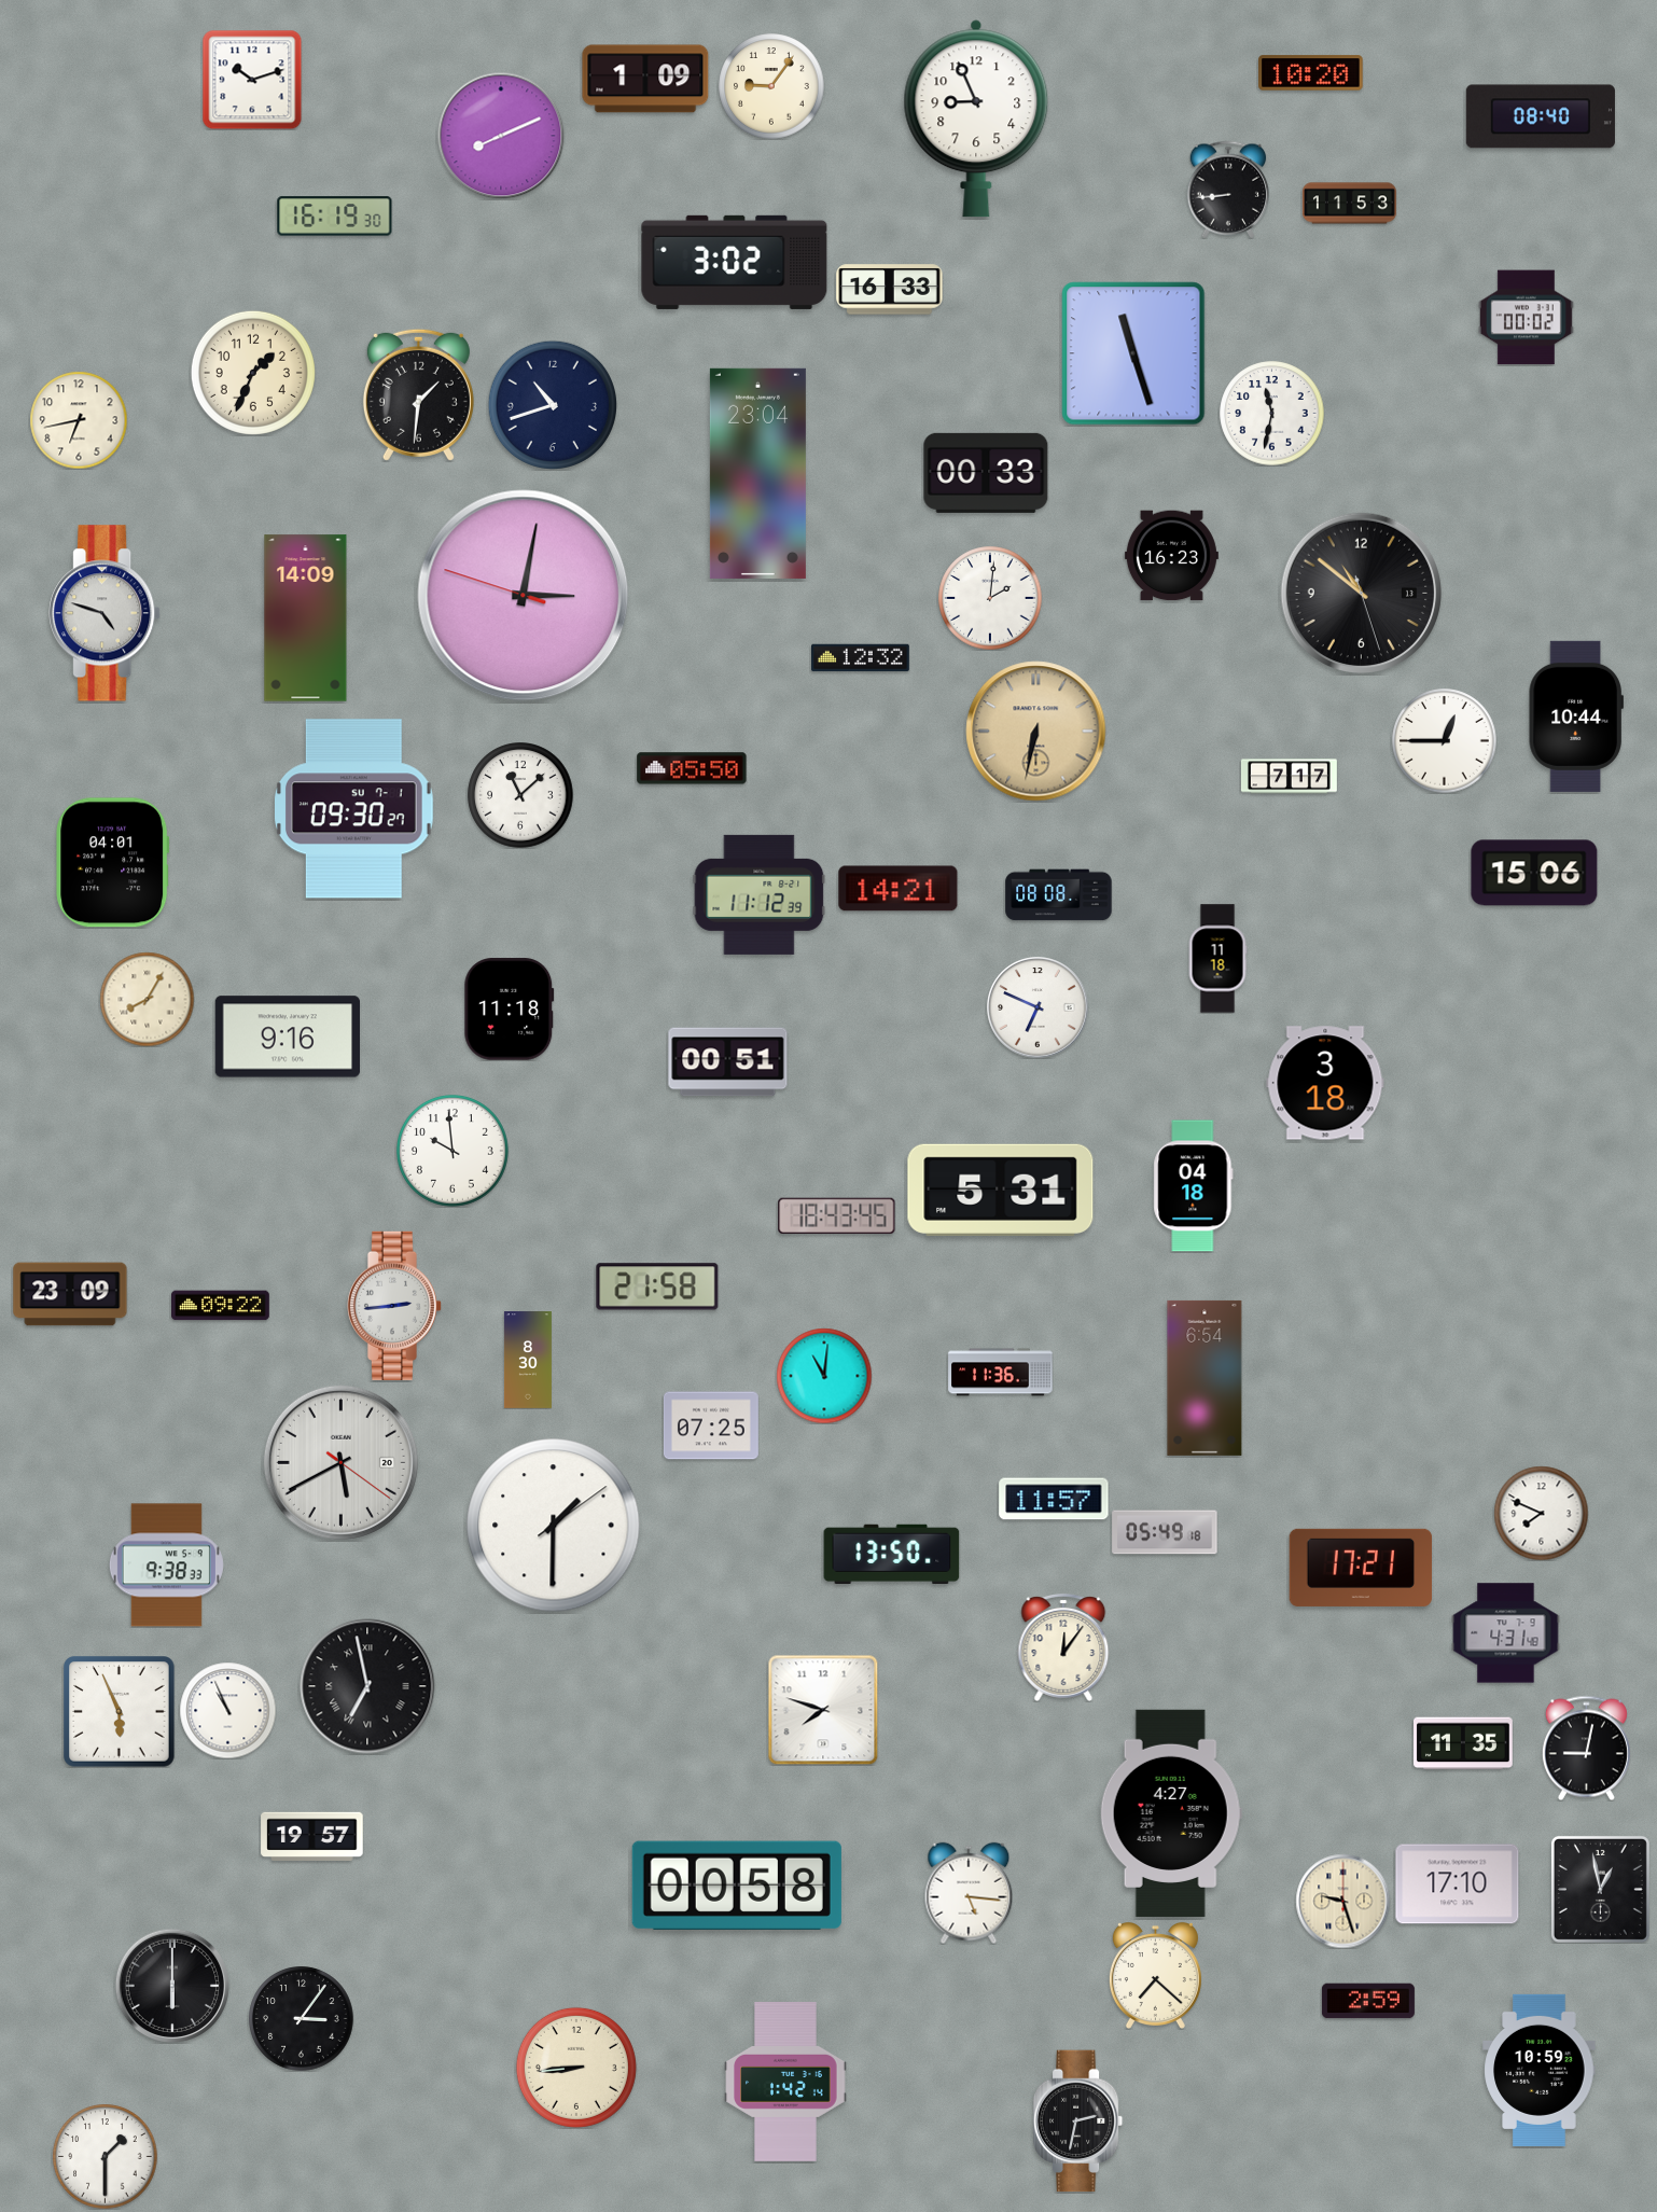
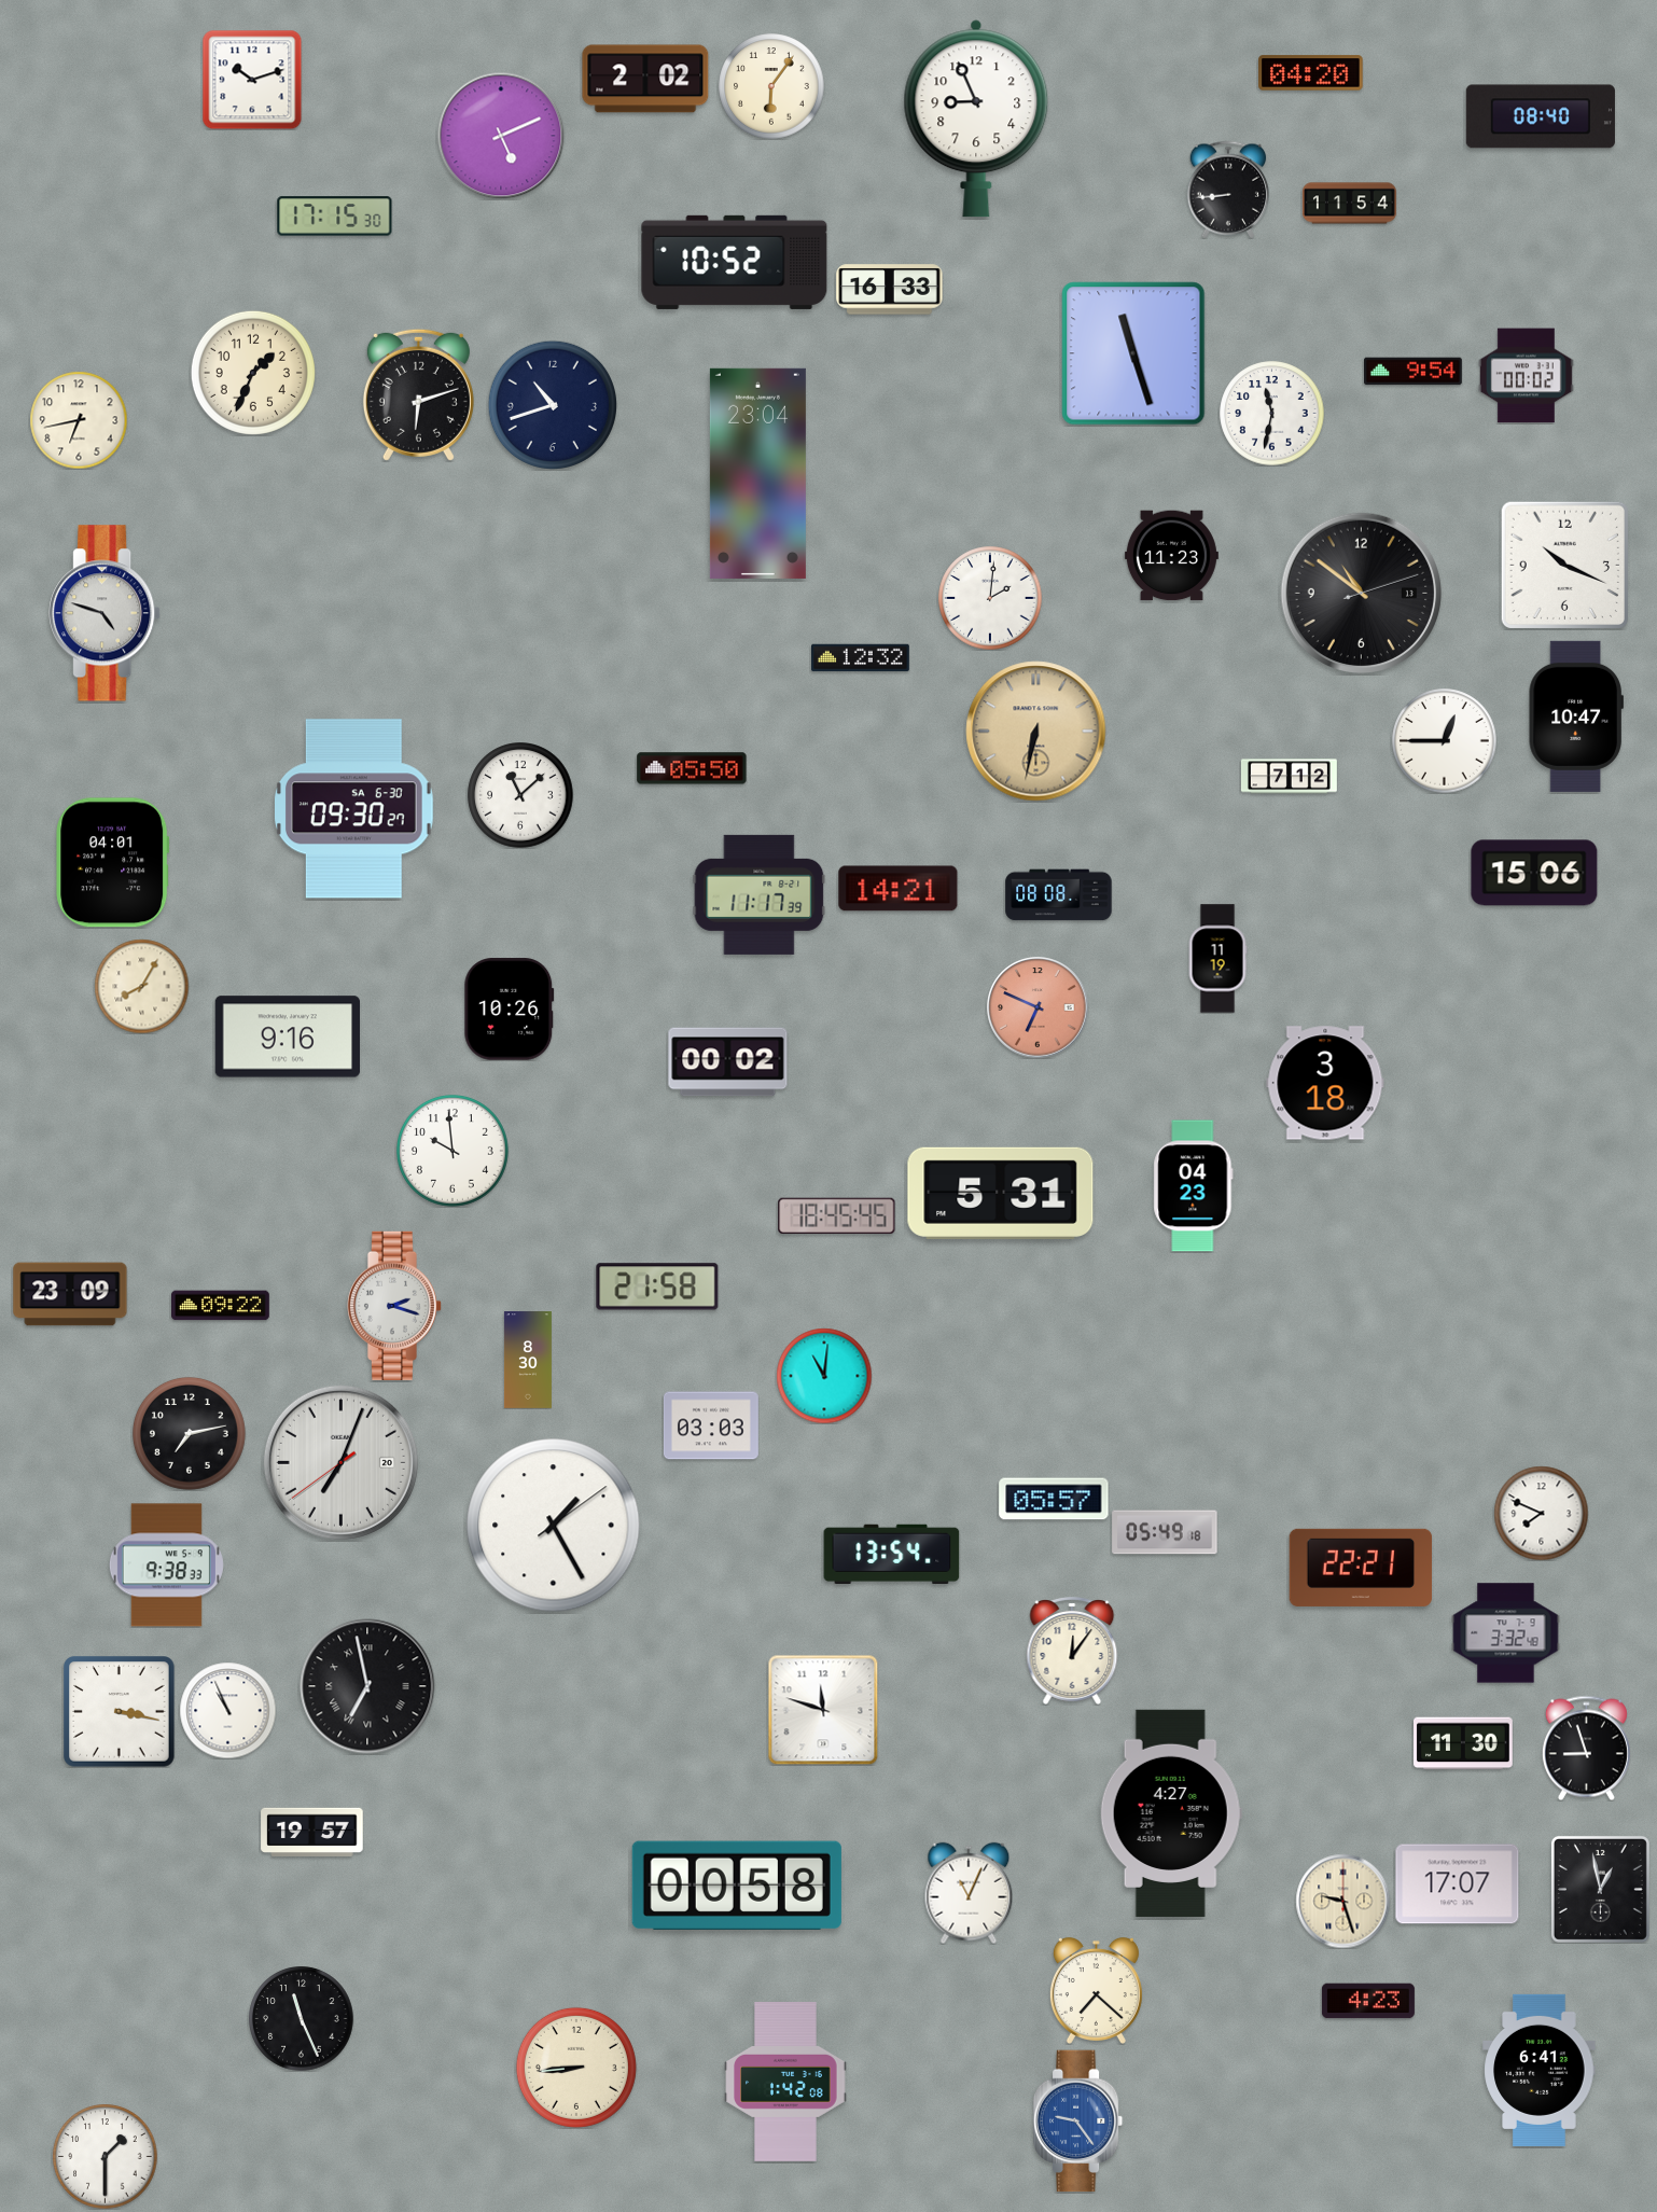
clock at (1311, 73): 10:20 -> 04:20
clock at (645, 79): 1:09 -> 2:02
clock at (771, 86): 9:06 -> 6:06
clock at (501, 136): 8:11 -> 5:11
clock at (1349, 204): 11:53 -> 11:54
clock at (335, 217): 16:19 -> 17:15
clock at (735, 262): 3:02 -> 10:52
clock at (1526, 318) position: (1526, 318) -> (1526, 376)
clock at (1414, 372): none -> 9:54
clock at (418, 394): 1:31 -> 6:12
clock at (986, 473): 00:33 -> none
clock at (1171, 556): 16:23 -> 11:23
clock at (1564, 565): none -> 10:19
clock at (1362, 594): 10:51:27 -> 10:51:12
clock at (524, 596): 3:01 -> none
clock at (306, 618): 14:09 -> none
clock at (1576, 717): 10:44 -> 10:47
clock at (1289, 777): 7:17 -> 7:12
clock at (353, 809) date: SU 7-1 -> SA 6-30
clock at (760, 894): 11:12 -> 11:17
clock at (1217, 959): 11:18 -> 11:19
clock at (147, 999) position: (147, 999) -> (141, 986)
clock at (1038, 1007) dial: white -> salmon
clock at (510, 1010): 11:18 -> 10:26
clock at (728, 1062): 00:51 -> 00:02
clock at (1194, 1186): 04:18 -> 04:23
clock at (1001, 1190) position: (1001, 1190) -> (1001, 1193)
clock at (837, 1215): 18:43 -> 18:45
clock at (394, 1306): 2:44 -> 2:18
clock at (1001, 1373): 11:36 -> none
clock at (1205, 1378): 6:54 -> none
clock at (711, 1425): 07:25 -> 03:03
clock at (189, 1433): none -> 7:13
clock at (340, 1462): 5:40 -> 7:03
clock at (1054, 1499): 11:57 -> 05:57
clock at (554, 1526): 1:30 -> 1:25
clock at (892, 1554): 13:50 -> 13:54
clock at (1361, 1568): 17:21 -> 22:21
clock at (1506, 1633): 4:31 -> 3:32
clock at (1063, 1648) position: (1063, 1648) -> (1072, 1652)
clock at (823, 1710): 7:48 -> 11:48
clock at (120, 1712): 5:56 -> 3:17
clock at (1464, 1743): 11:35 -> 11:30
clock at (1586, 1748): 9:02 -> 8:57
clock at (312, 1836) position: (312, 1836) -> (312, 1832)
clock at (1458, 1884): 17:10 -> 17:07
clock at (969, 1893): 5:16 -> 11:04
clock at (1155, 1975) position: (1155, 1975) -> (1096, 1990)
clock at (171, 1985): 6:00 -> none
clock at (1368, 2001): 2:59 -> 4:23
clock at (302, 2019): 3:06 -> 11:26
clock at (1540, 2070): 10:59 -> 6:41
clock at (785, 2083): 1:42:14 -> 1:42:08
clock at (1078, 2121): 2:32 -> 9:24
clock at (1078, 2121) dial: black -> blue
